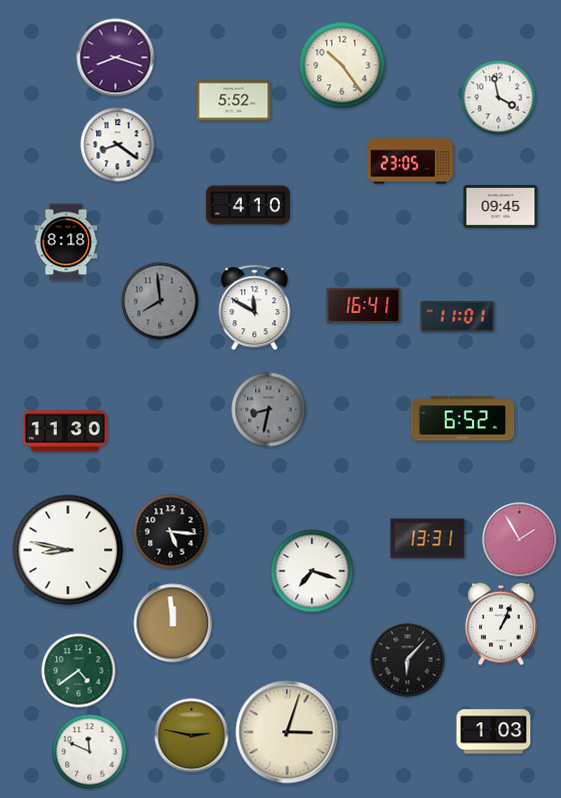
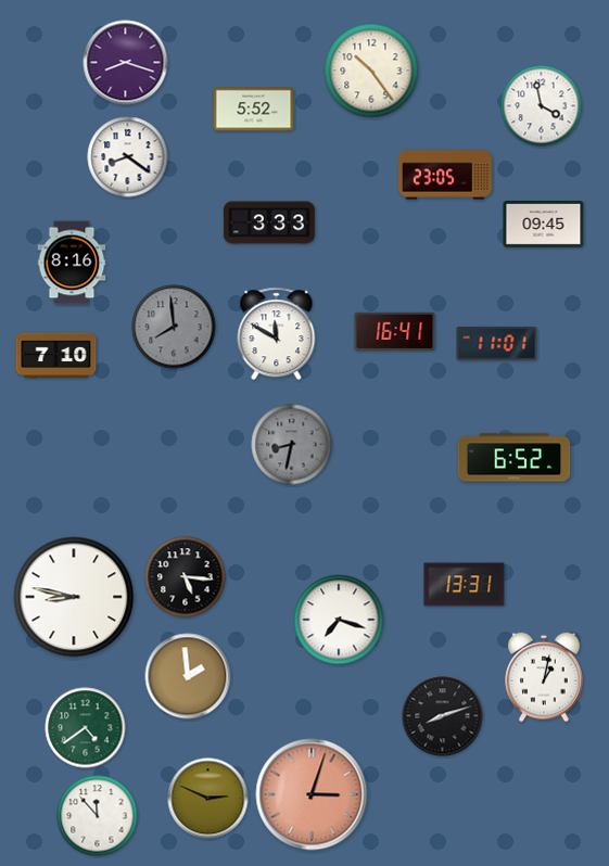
clock at (248, 205): 4:10 -> 3:33
clock at (66, 242): 8:18 -> 8:16
clock at (56, 356): none -> 7:10
clock at (463, 419) position: (463, 419) -> (515, 458)
clock at (65, 431): 11:30 -> none
clock at (520, 540): 1:55 -> none
clock at (173, 623): 11:59 -> 1:59
clock at (501, 624): 1:04 -> 1:02
clock at (408, 660): 6:07 -> 8:12
clock at (287, 732) dial: cream -> salmon
clock at (494, 732): 1:03 -> none
clock at (192, 736): 2:47 -> 2:49
clock at (90, 752): 11:49 -> 11:53
